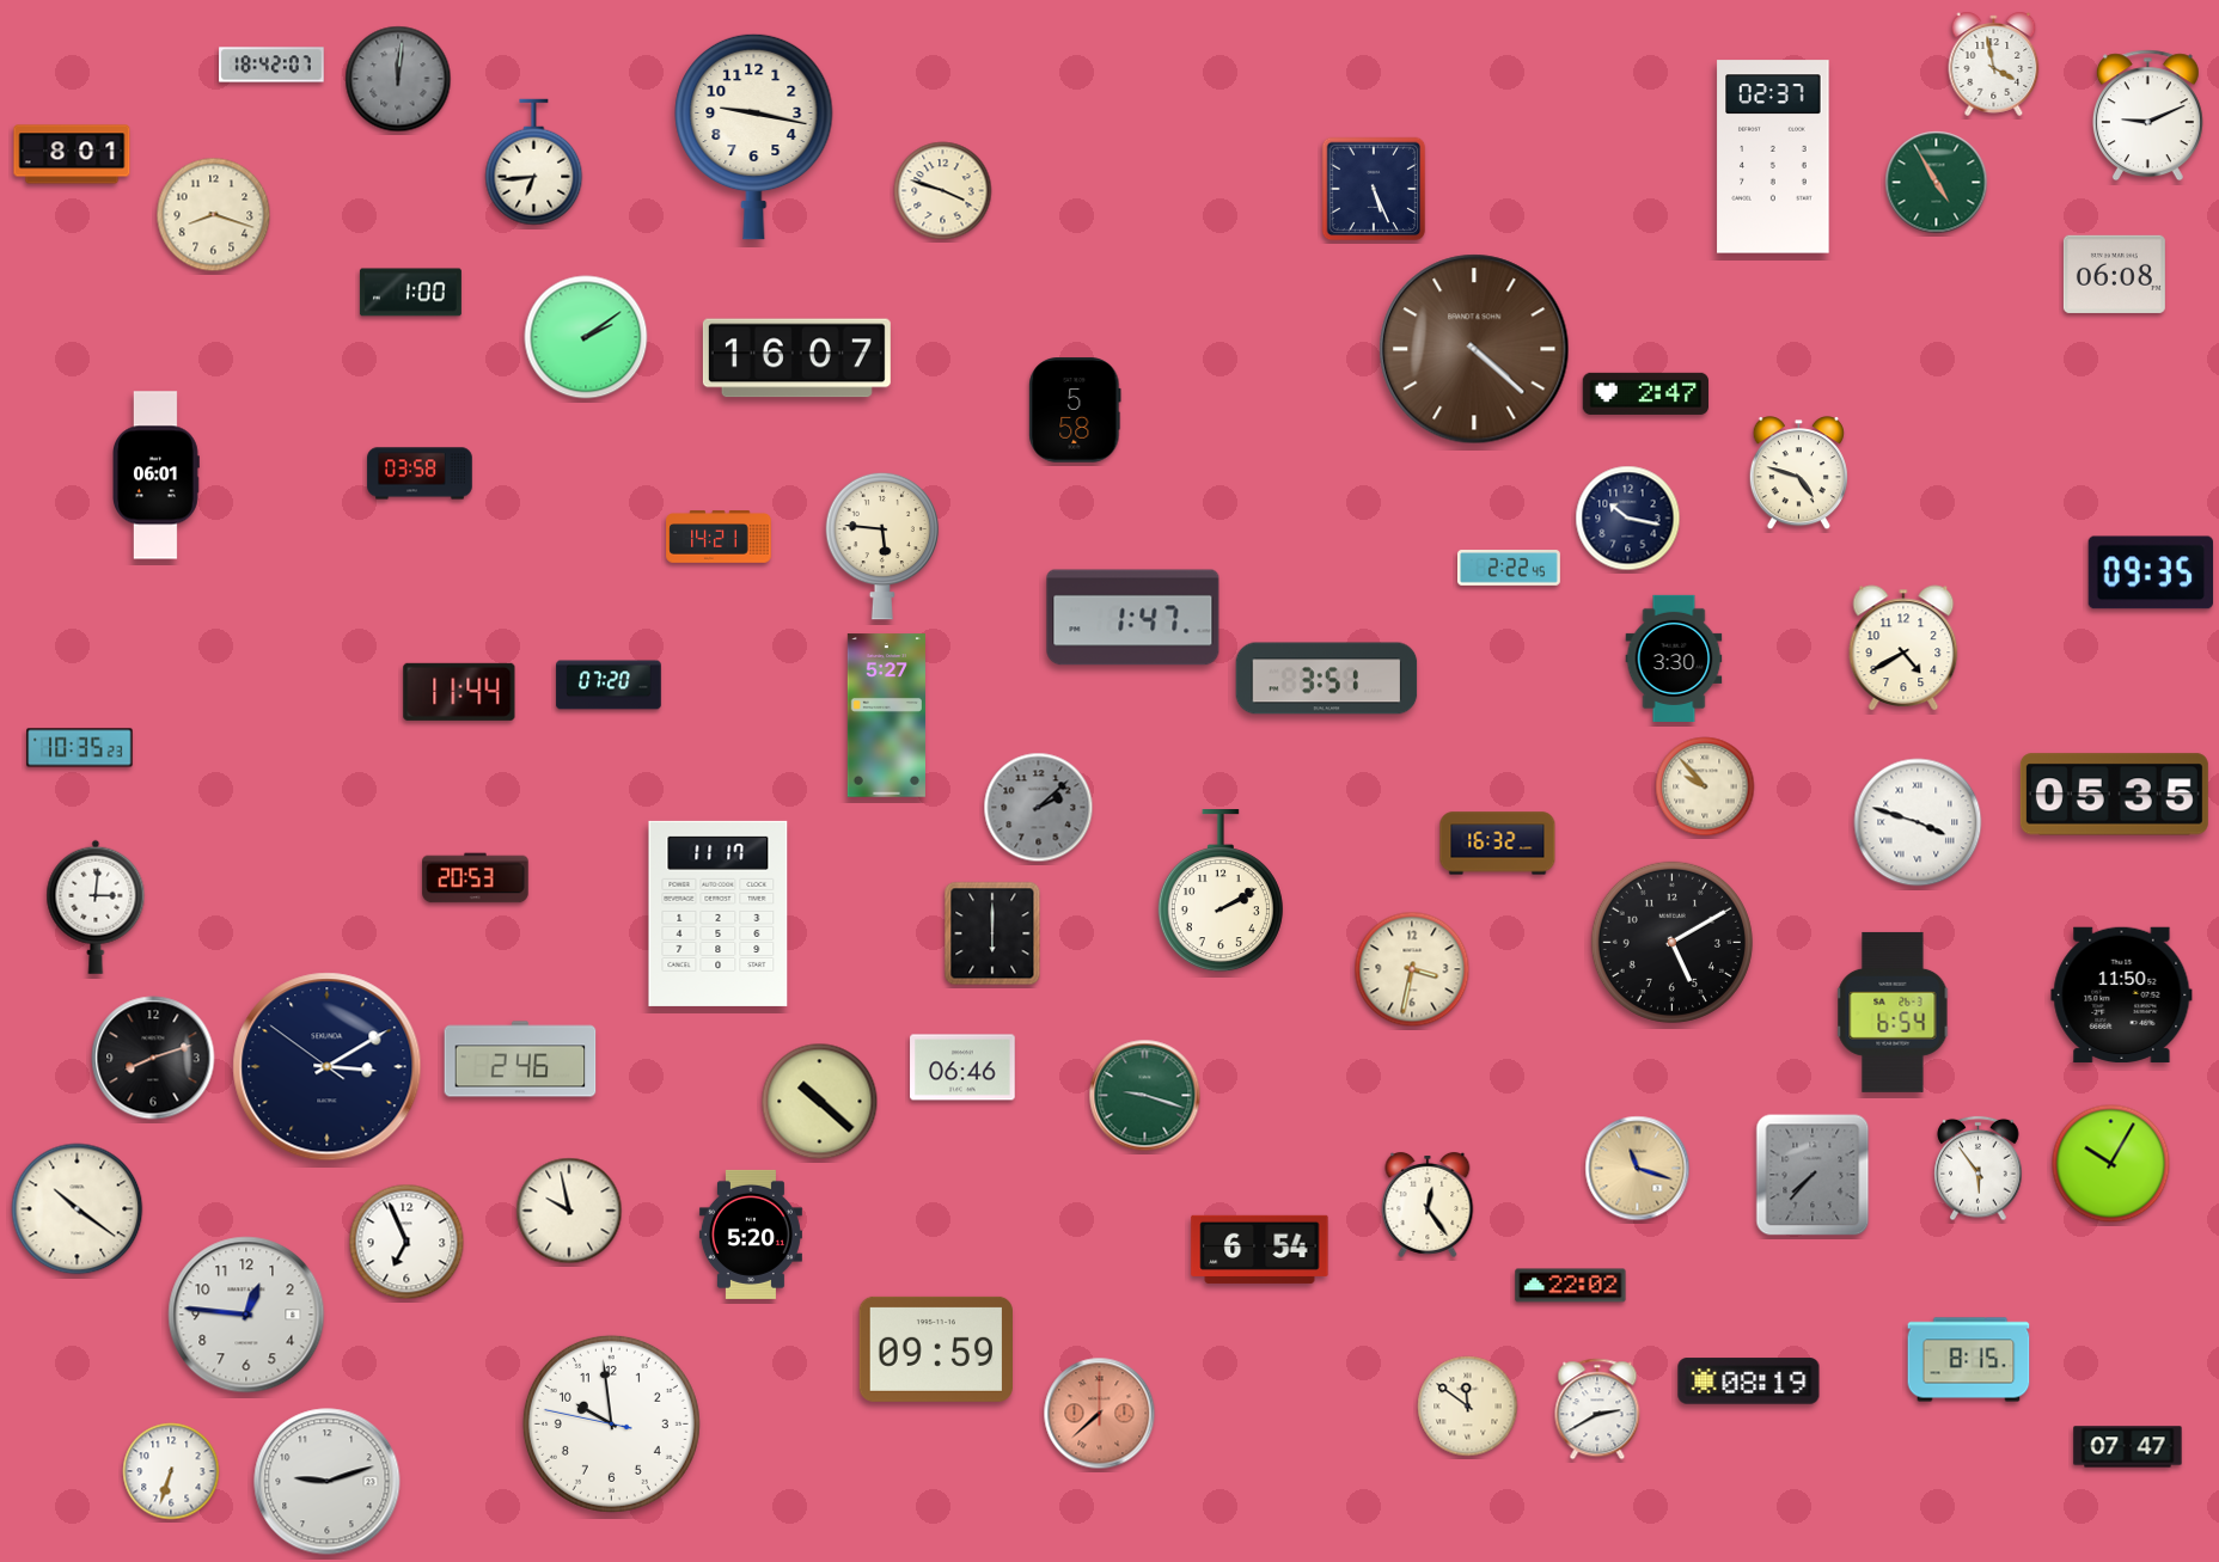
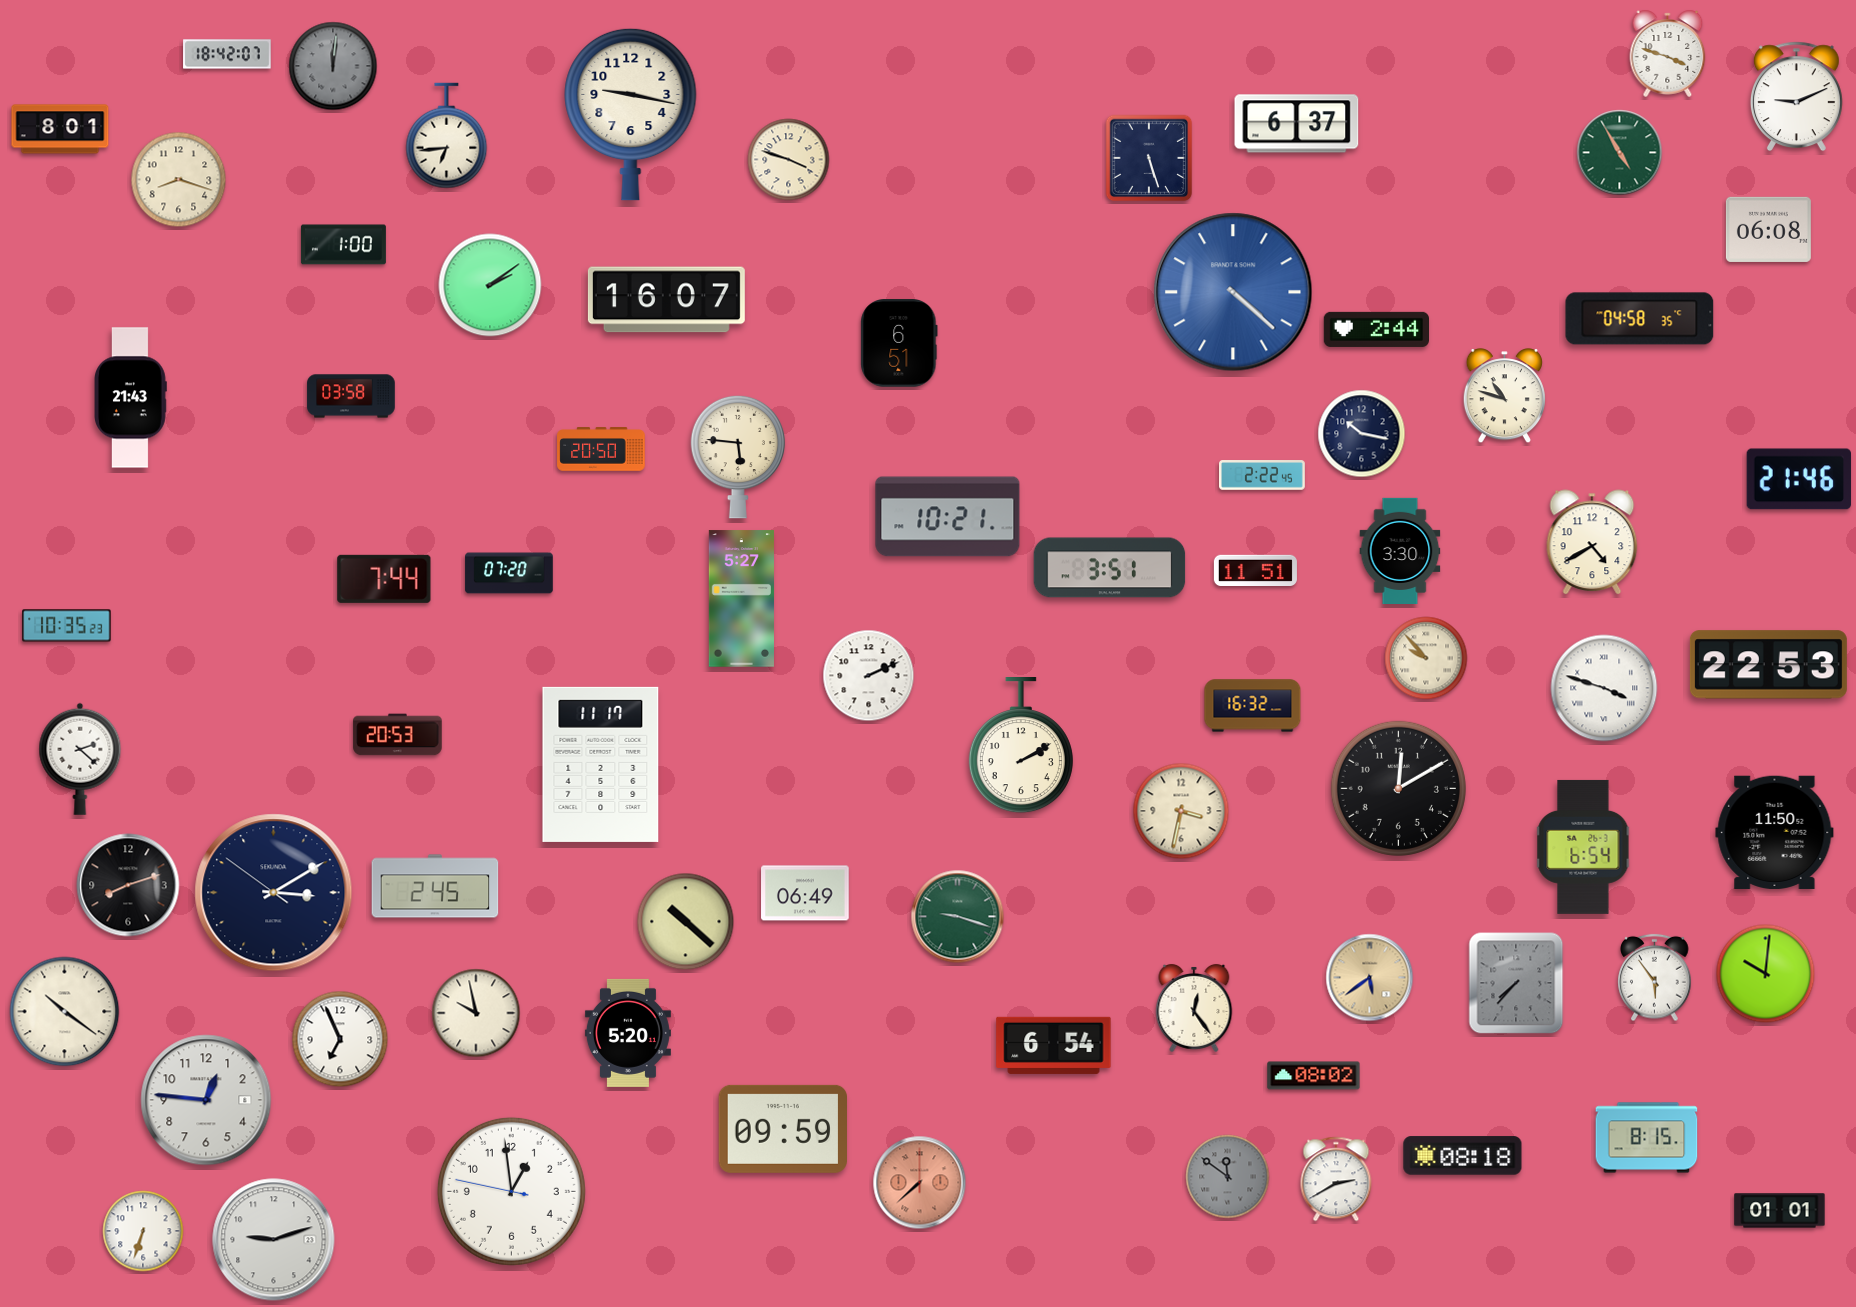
clock at (1994, 63): 3:58 -> 3:48
clock at (1297, 124): none -> 6:37
clock at (1773, 157): 02:37 -> none
clock at (1374, 189): 5:26 -> 5:27
clock at (586, 337) position: (586, 337) -> (490, 285)
clock at (1474, 349) dial: brown -> blue
clock at (1640, 319): none -> 04:58
clock at (1645, 393): 2:47 -> 2:44
clock at (1075, 410): 5:58 -> 6:51
clock at (1798, 473): 4:48 -> 10:48
clock at (157, 476): 06:01 -> 21:43
clock at (719, 537): 14:21 -> 20:50
clock at (2151, 572): 09:35 -> 21:46
clock at (1133, 618): 1:47 -> 10:21
clock at (1255, 571): none -> 11:51
clock at (459, 692): 11:44 -> 7:44
clock at (2114, 795): 05:35 -> 22:53
clock at (1039, 808): 2:08 -> 2:11
clock at (1039, 808) dial: grey -> white
clock at (96, 907): 3:01 -> 2:22
clock at (992, 933): 6:00 -> none
clock at (1671, 942): 5:10 -> 12:10
clock at (520, 1059): 2:46 -> 2:45
clock at (962, 1067): 06:46 -> 06:49
clock at (2111, 1164): 10:05 -> 10:01
clock at (1638, 1169): 11:18 -> 5:39
clock at (1571, 1286): 22:02 -> 08:02
clock at (1749, 1382): 08:19 -> 08:18
clock at (1468, 1407) dial: cream -> grey
clock at (611, 1423): 9:58 -> 12:58
clock at (2128, 1447): 07:47 -> 01:01
